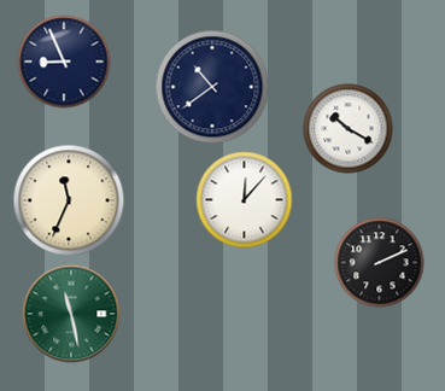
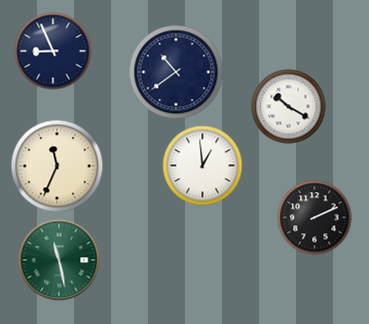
clock at (245, 200): 12:07 -> 12:59
